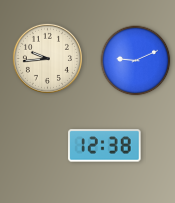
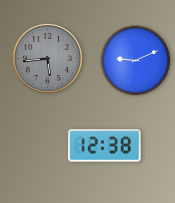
clock at (47, 58): 9:44 -> 5:44
clock at (47, 58) dial: cream -> grey
